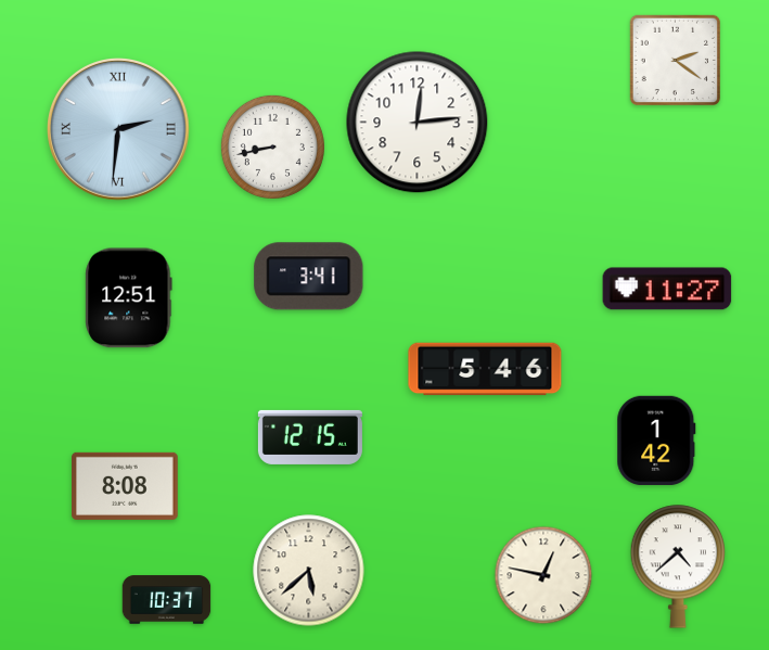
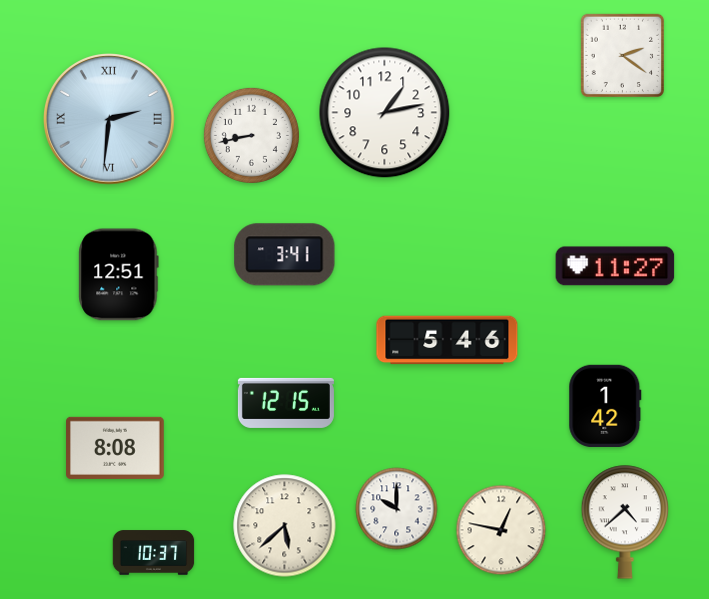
clock at (418, 123): 12:14 -> 1:13
clock at (397, 509): none -> 10:00
